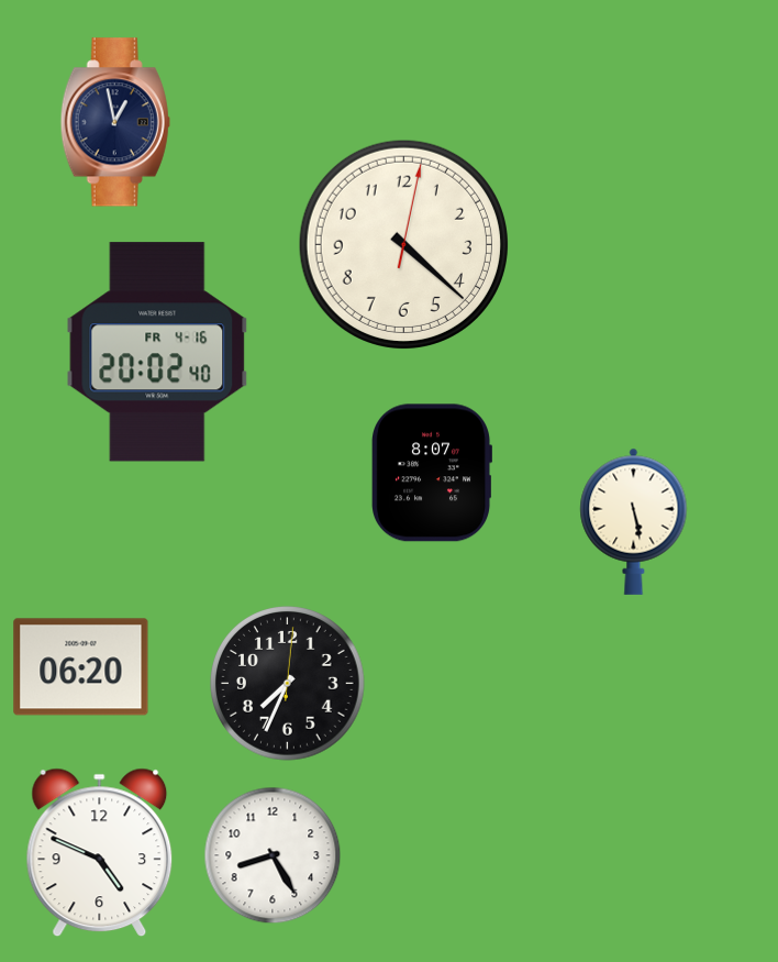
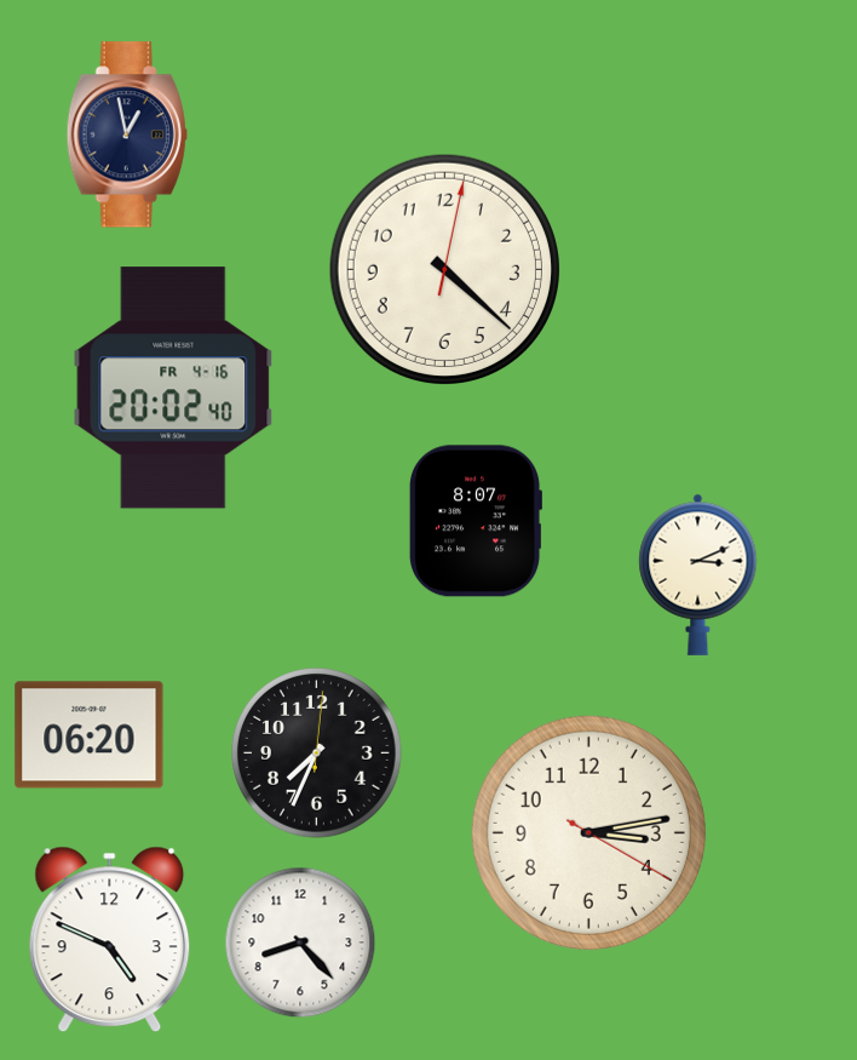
clock at (634, 521): 5:28 -> 3:11
clock at (588, 832): none -> 3:13
clock at (273, 855): 8:25 -> 8:23
